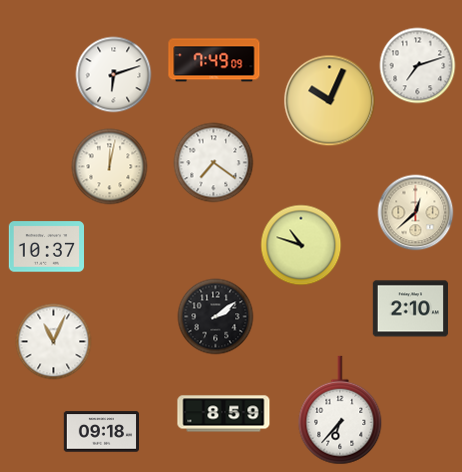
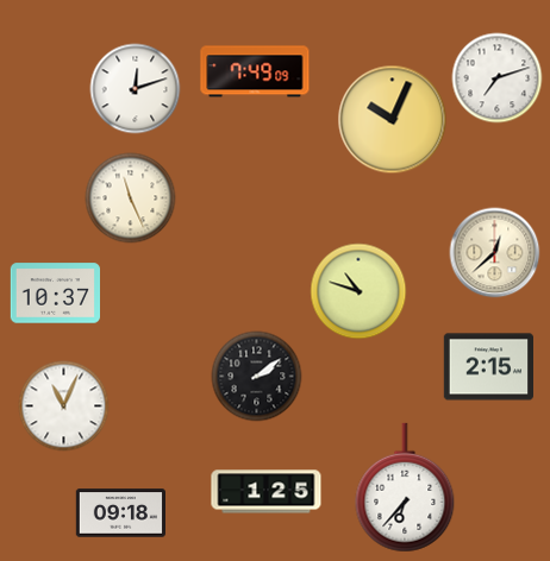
clock at (114, 75): 6:12 -> 12:12
clock at (214, 163): 7:21 -> none
clock at (110, 167): 12:02 -> 11:26
clock at (410, 309): 2:10 -> 2:15
clock at (224, 414): 8:59 -> 1:25
